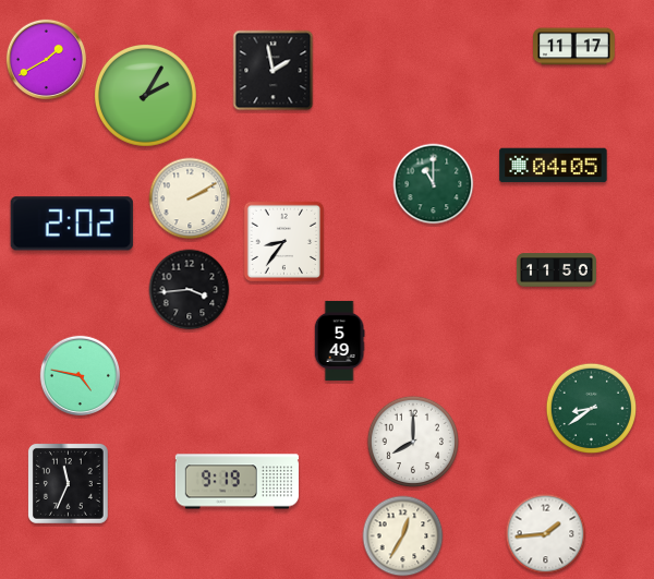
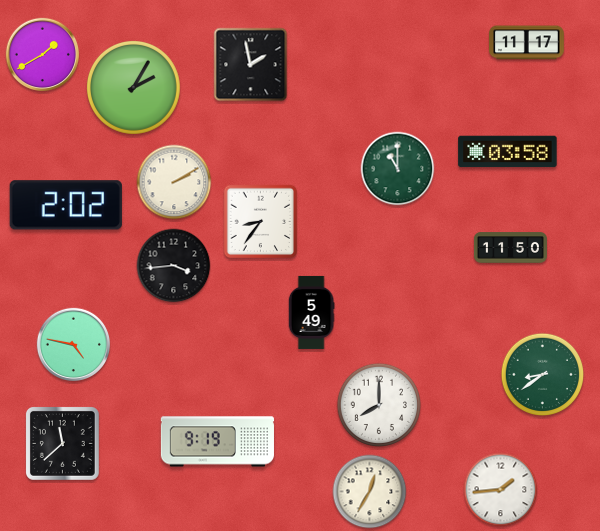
clock at (554, 166): 04:05 -> 03:58
clock at (68, 483): 11:34 -> 11:38
